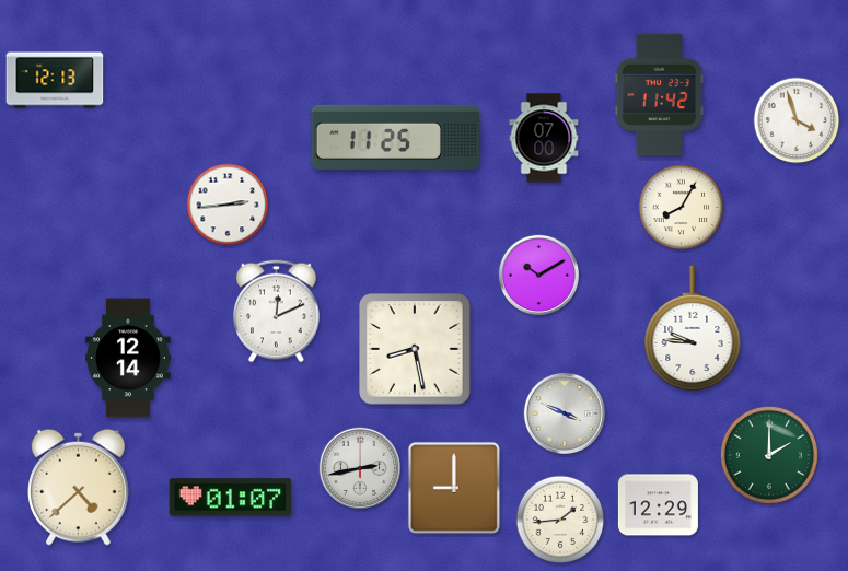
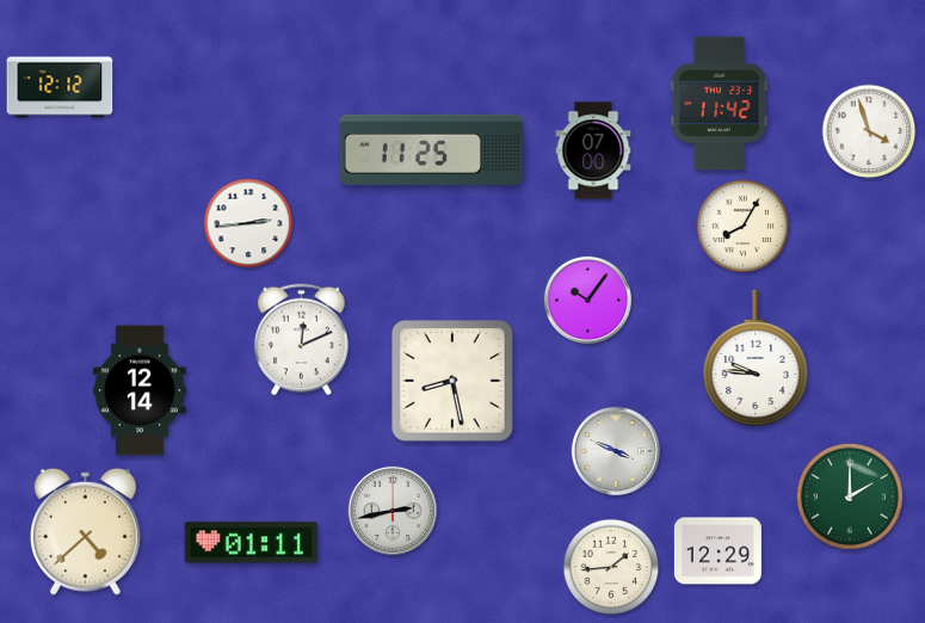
clock at (55, 80): 12:13 -> 12:12
clock at (539, 276): 10:10 -> 10:06
clock at (769, 455) position: (769, 455) -> (850, 496)
clock at (454, 488): 9:00 -> none
clock at (231, 498): 01:07 -> 01:11
